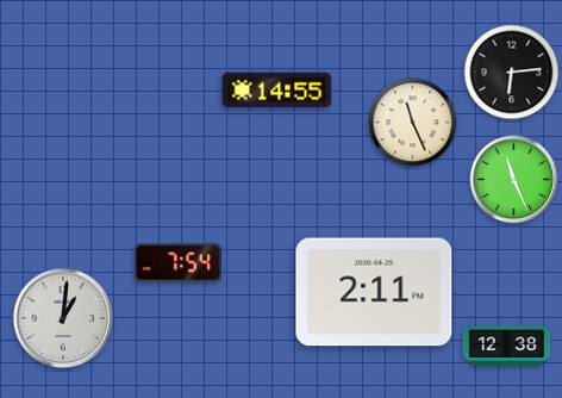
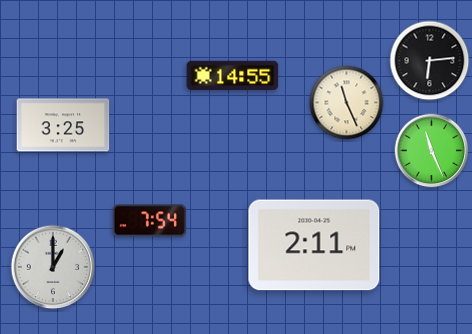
clock at (63, 125): none -> 3:25
clock at (63, 318): 1:01 -> 1:00
clock at (507, 346): 12:38 -> none
